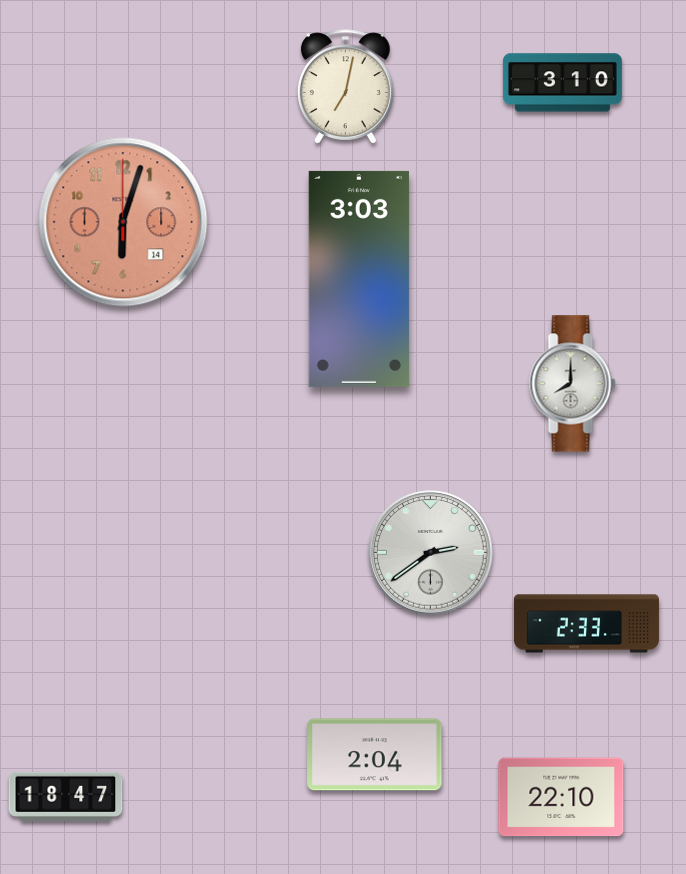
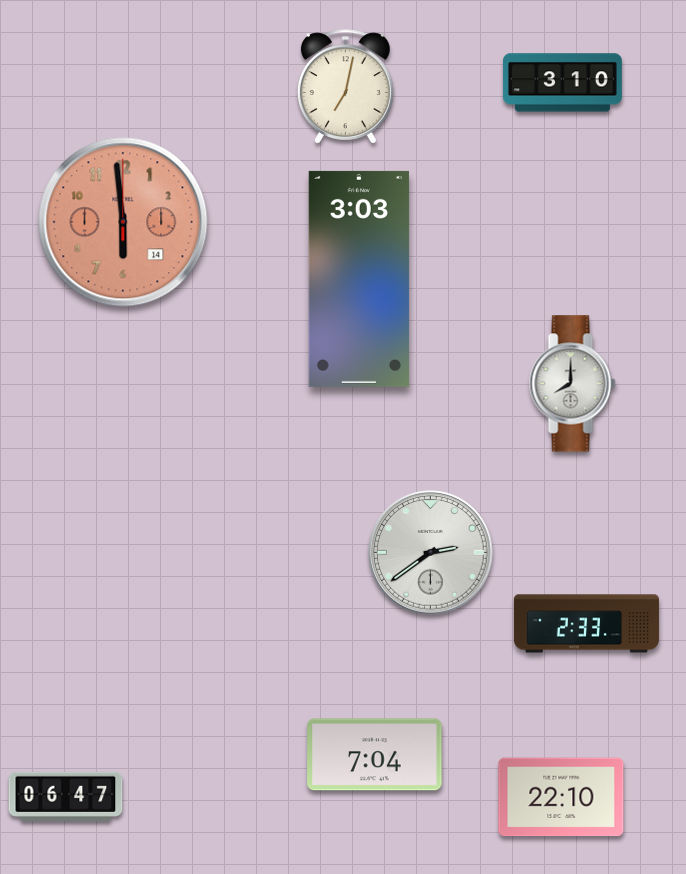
clock at (123, 222): 6:03 -> 5:59
clock at (375, 755): 2:04 -> 7:04
clock at (66, 796): 18:47 -> 06:47
